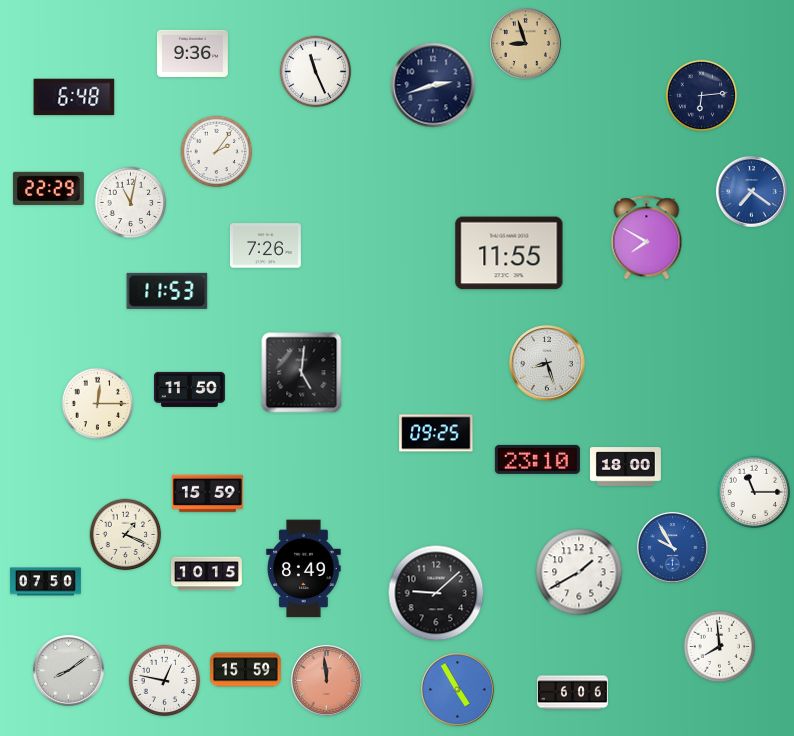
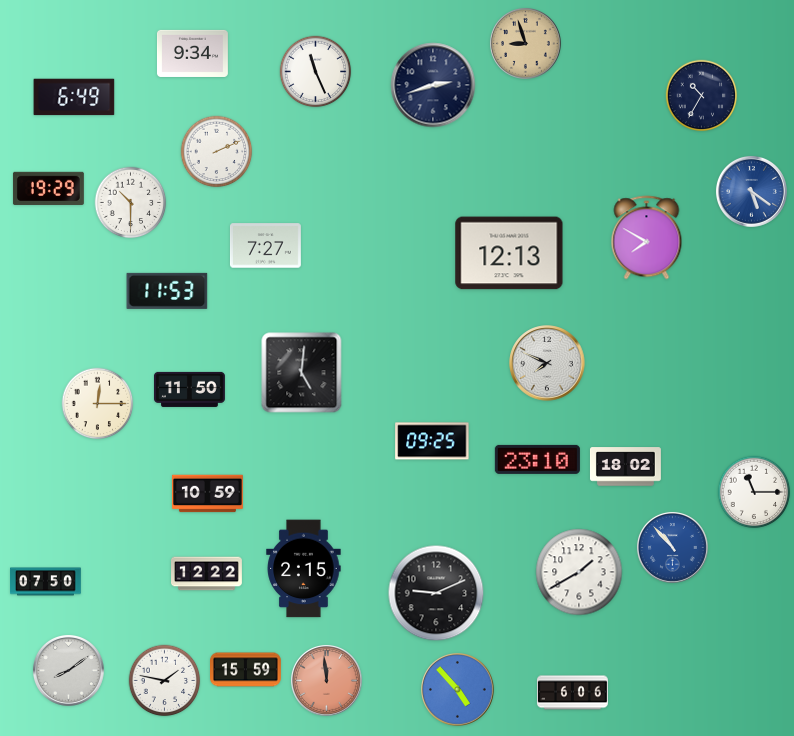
clock at (192, 53): 9:36 -> 9:34
clock at (702, 96): 6:14 -> 10:35
clock at (74, 97): 6:48 -> 6:49
clock at (217, 152): 2:06 -> 2:11
clock at (48, 188): 22:29 -> 19:29
clock at (751, 191): 7:21 -> 5:21
clock at (131, 203): 11:02 -> 10:30
clock at (265, 246): 7:26 -> 7:27
clock at (509, 253): 11:55 -> 12:13
clock at (547, 363): 8:27 -> 7:49
clock at (436, 433) position: (436, 433) -> (432, 441)
clock at (625, 467): 18:00 -> 18:02
clock at (207, 494): 15:59 -> 10:59
clock at (126, 535): 1:19 -> none
clock at (672, 547): 9:55 -> 10:53
clock at (304, 569): 8:49 -> 2:15
clock at (207, 574): 10:15 -> 12:22
clock at (436, 593): 9:08 -> 9:11
clock at (720, 647): 7:59 -> none
clock at (165, 681): 12:47 -> 1:47
clock at (458, 690): 4:55 -> 4:53
